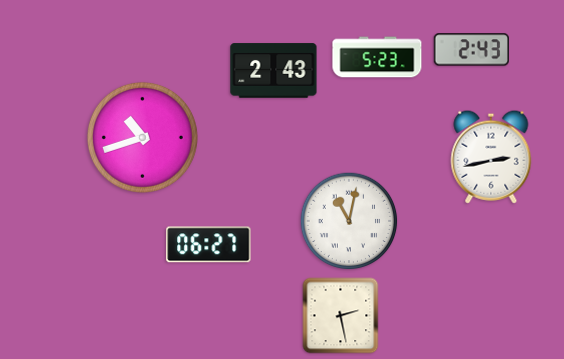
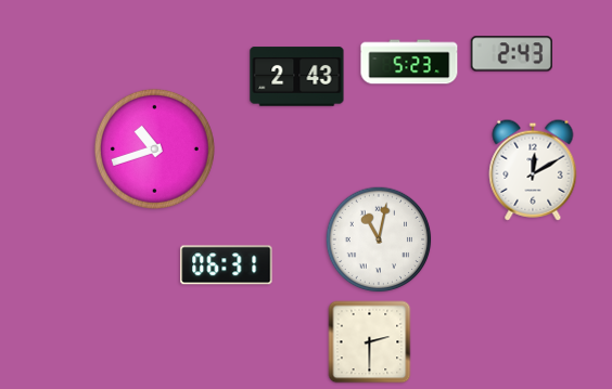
clock at (491, 157): 2:43 -> 12:10
clock at (209, 245): 06:27 -> 06:31
clock at (341, 316): 2:28 -> 2:30
